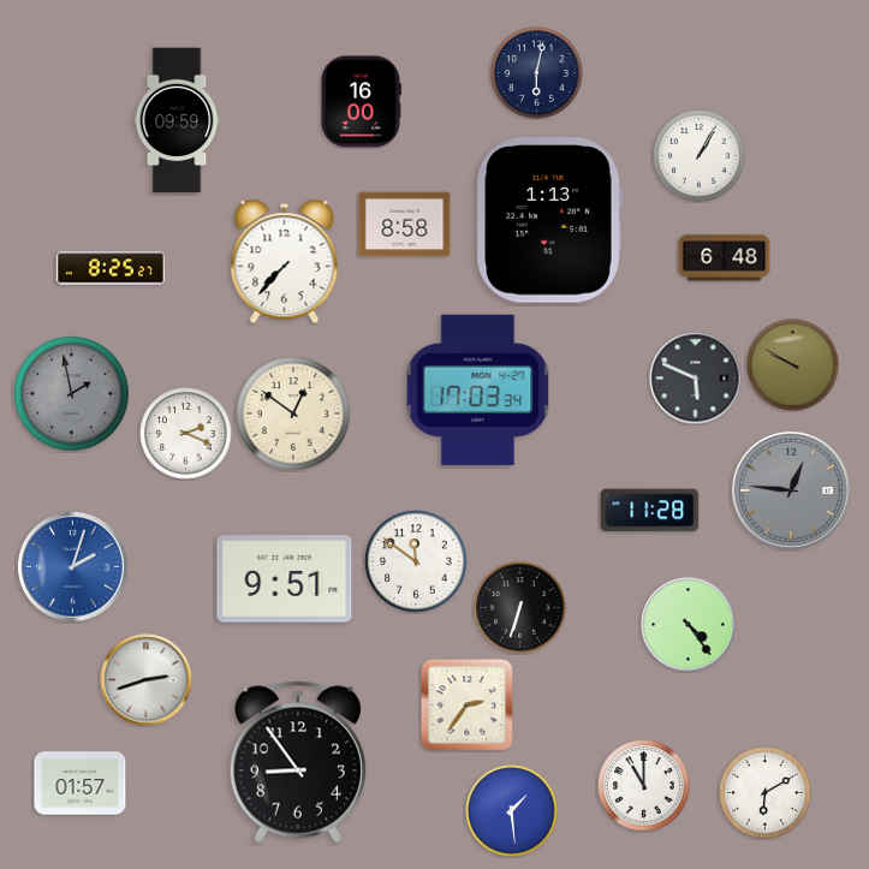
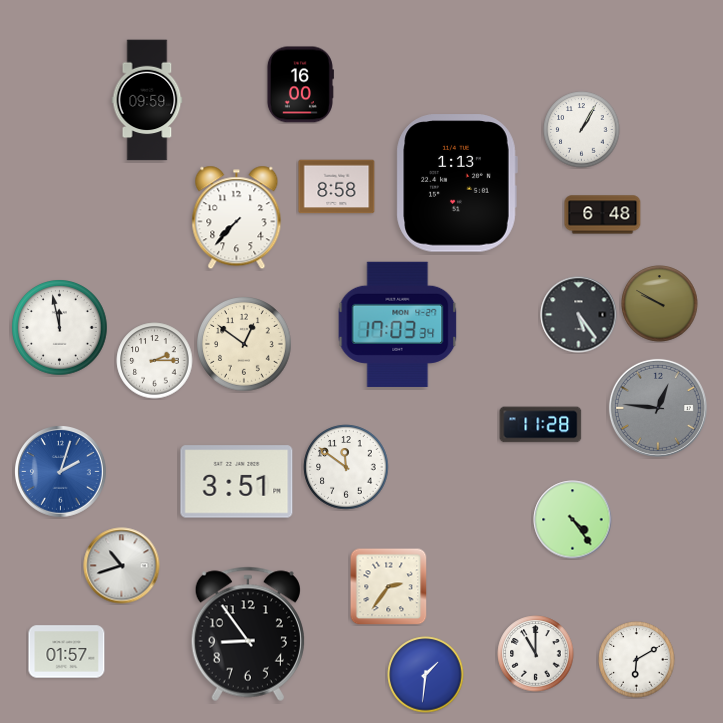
clock at (537, 73): 6:02 -> none
clock at (111, 268): 8:25 -> none
clock at (696, 379): 5:49 -> 5:24
clock at (72, 394): 1:58 -> 11:58
clock at (72, 394) dial: grey -> white
clock at (186, 434): 2:19 -> 2:15
clock at (285, 579): 9:51 -> 3:51
clock at (520, 608): 6:33 -> none
clock at (147, 680): 2:42 -> 10:42
clock at (512, 811): 1:29 -> 1:31
